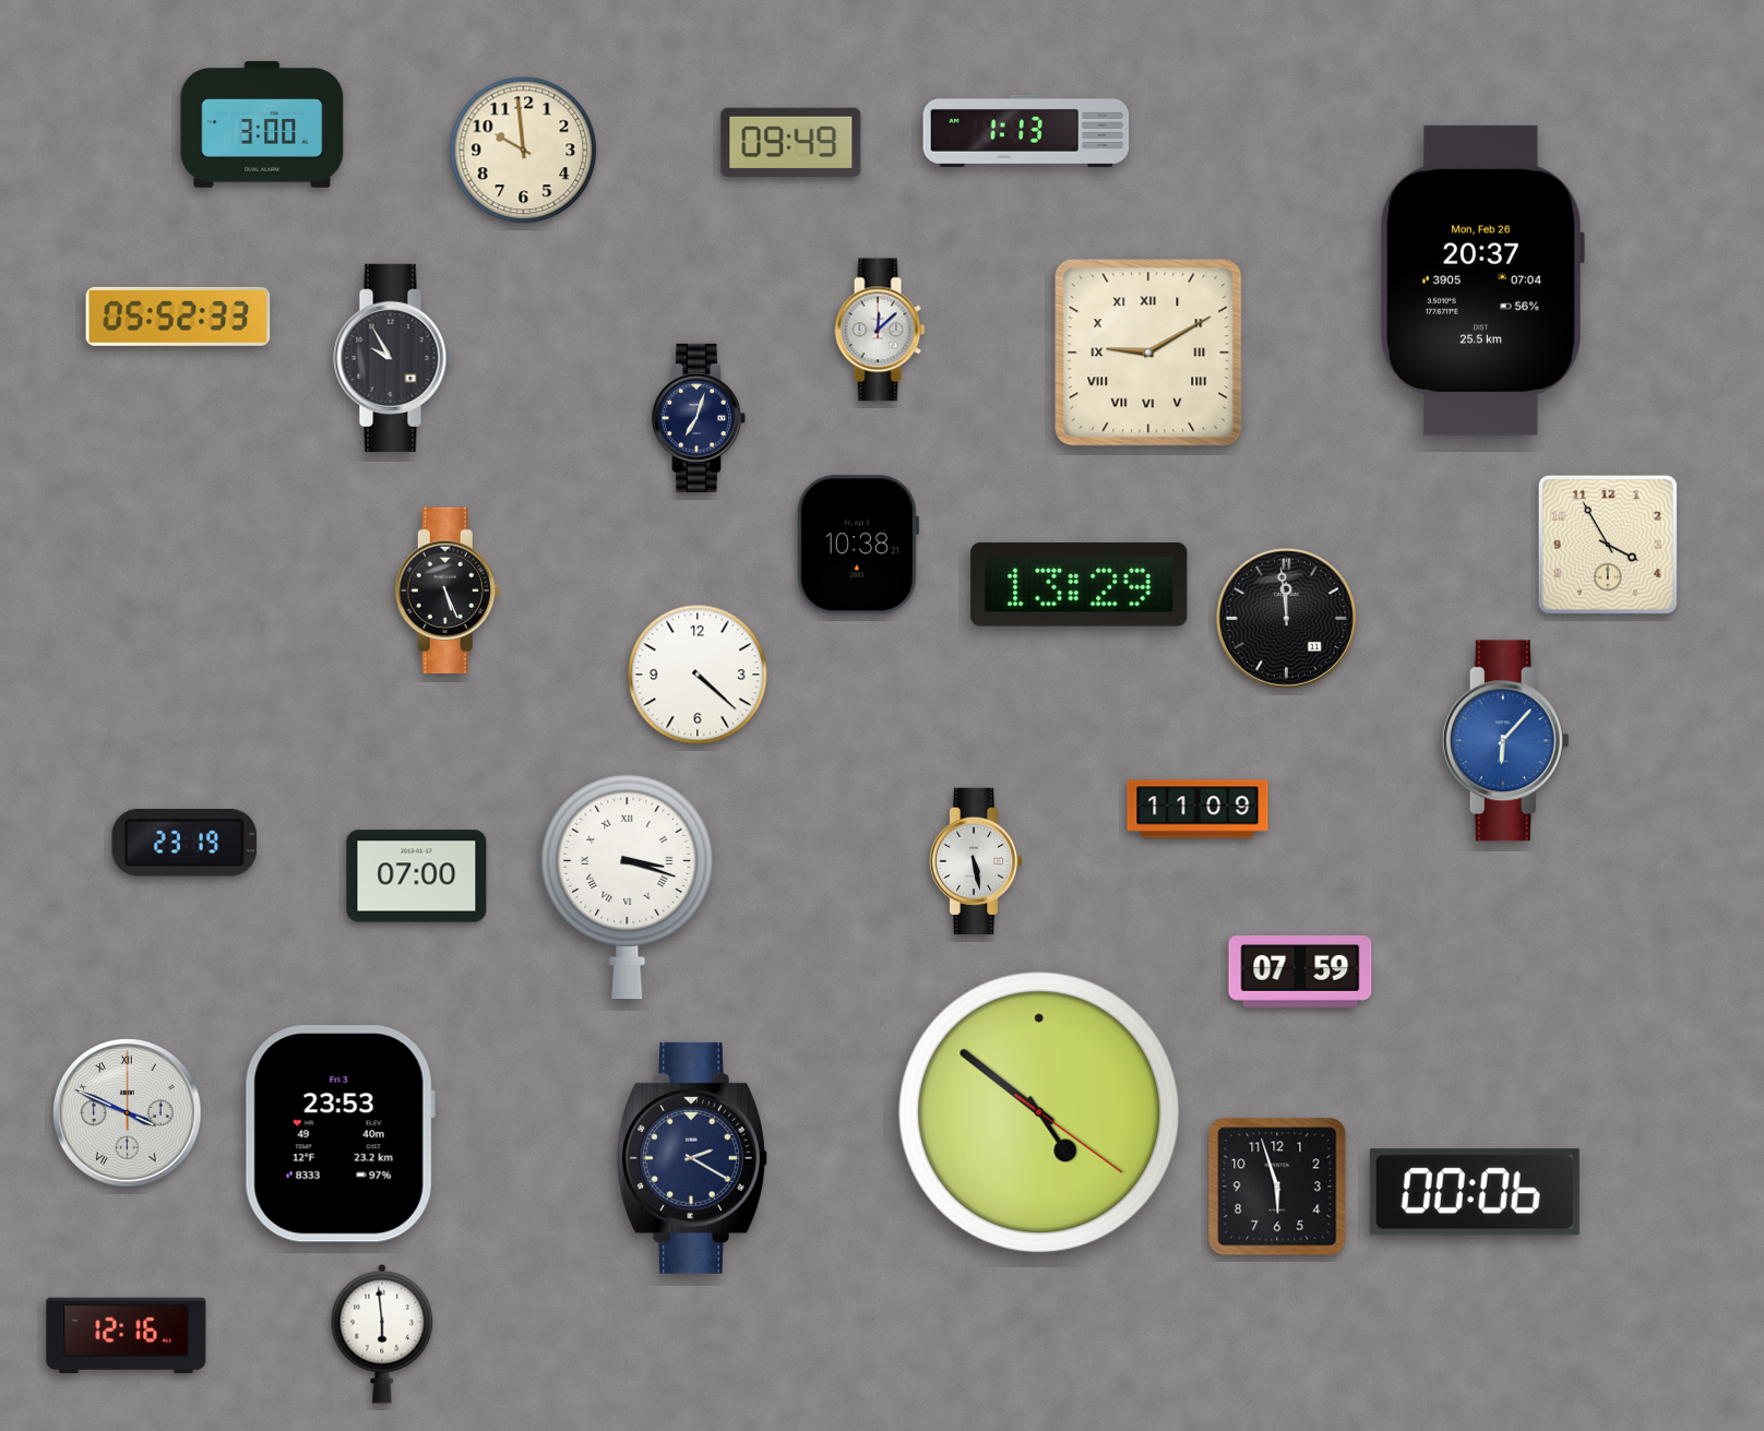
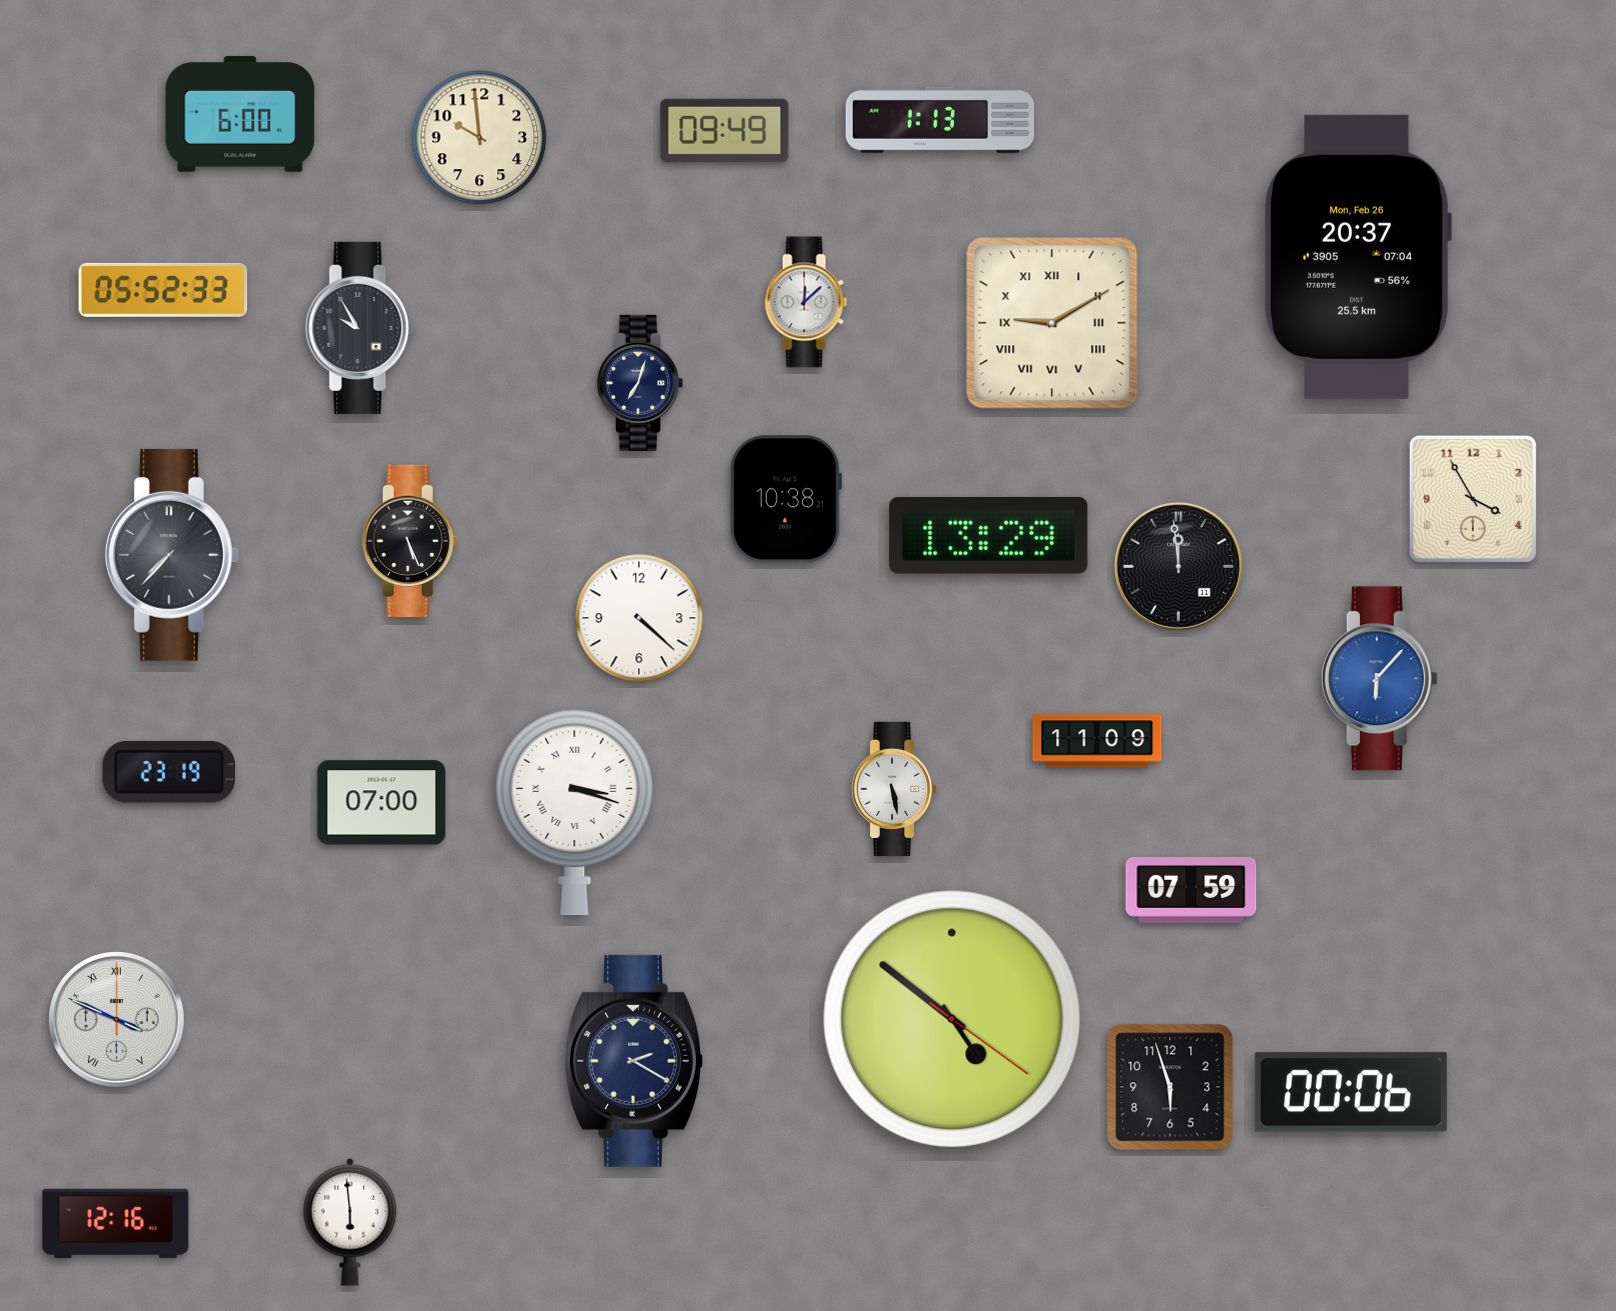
clock at (262, 124): 3:00 -> 6:00
clock at (172, 555): none -> 7:37
clock at (339, 1134): 23:53 -> none
